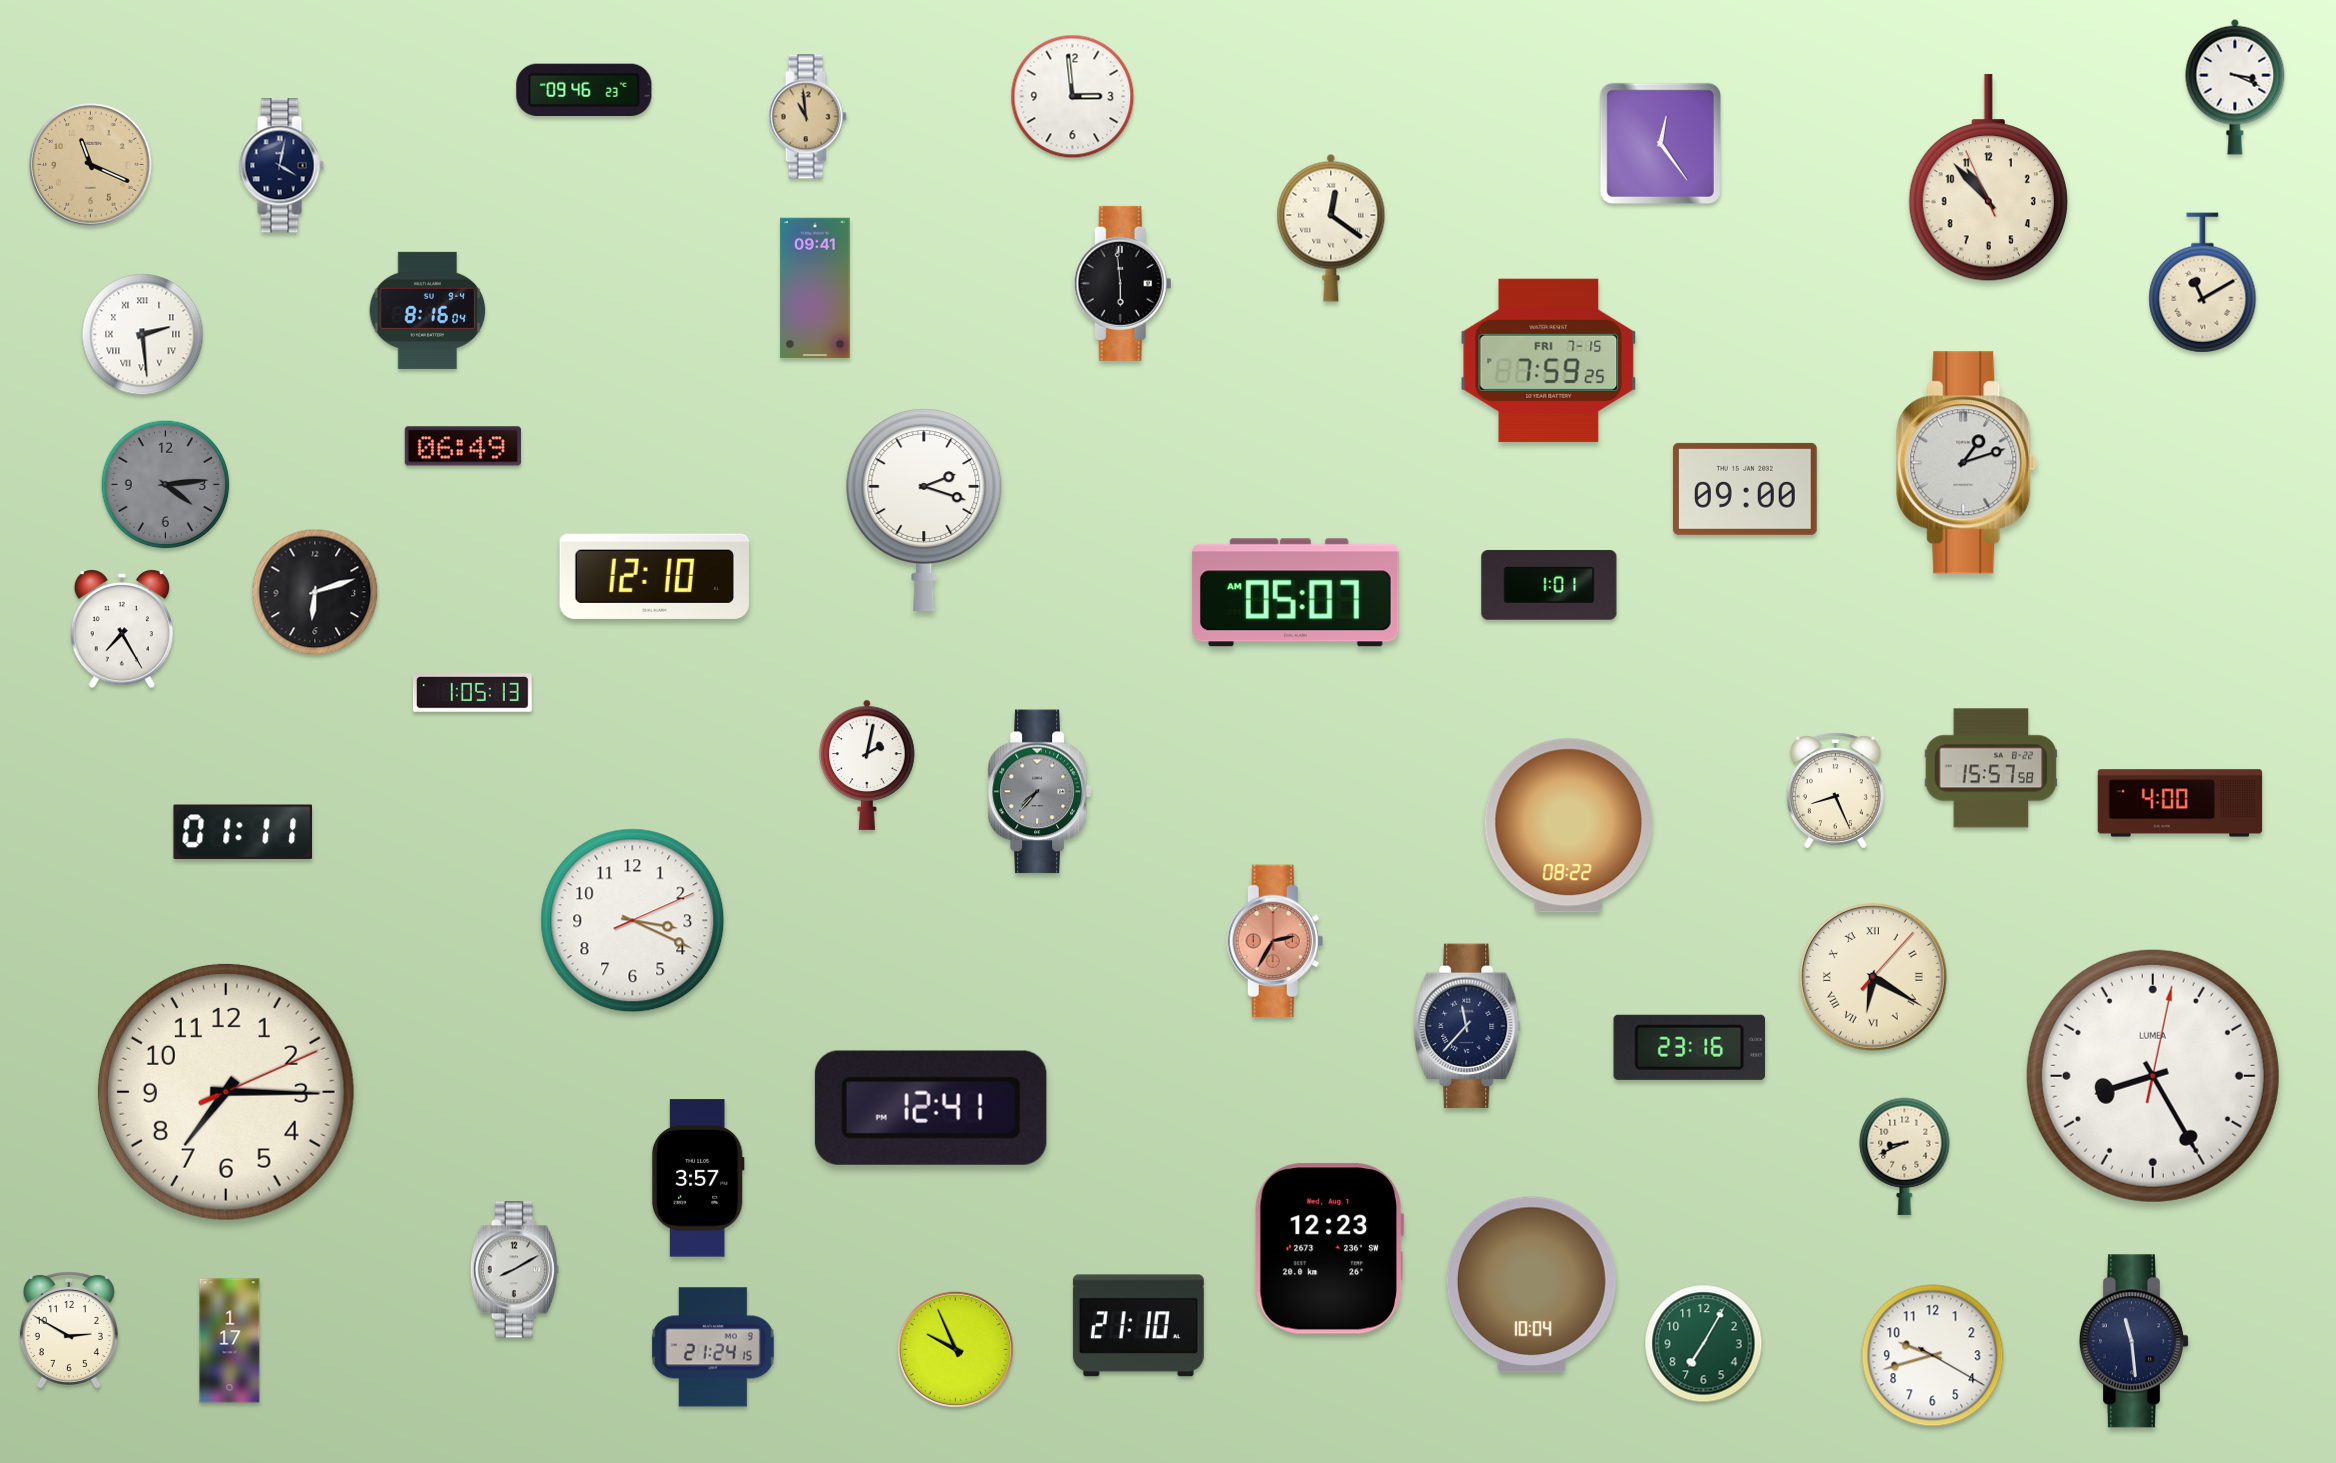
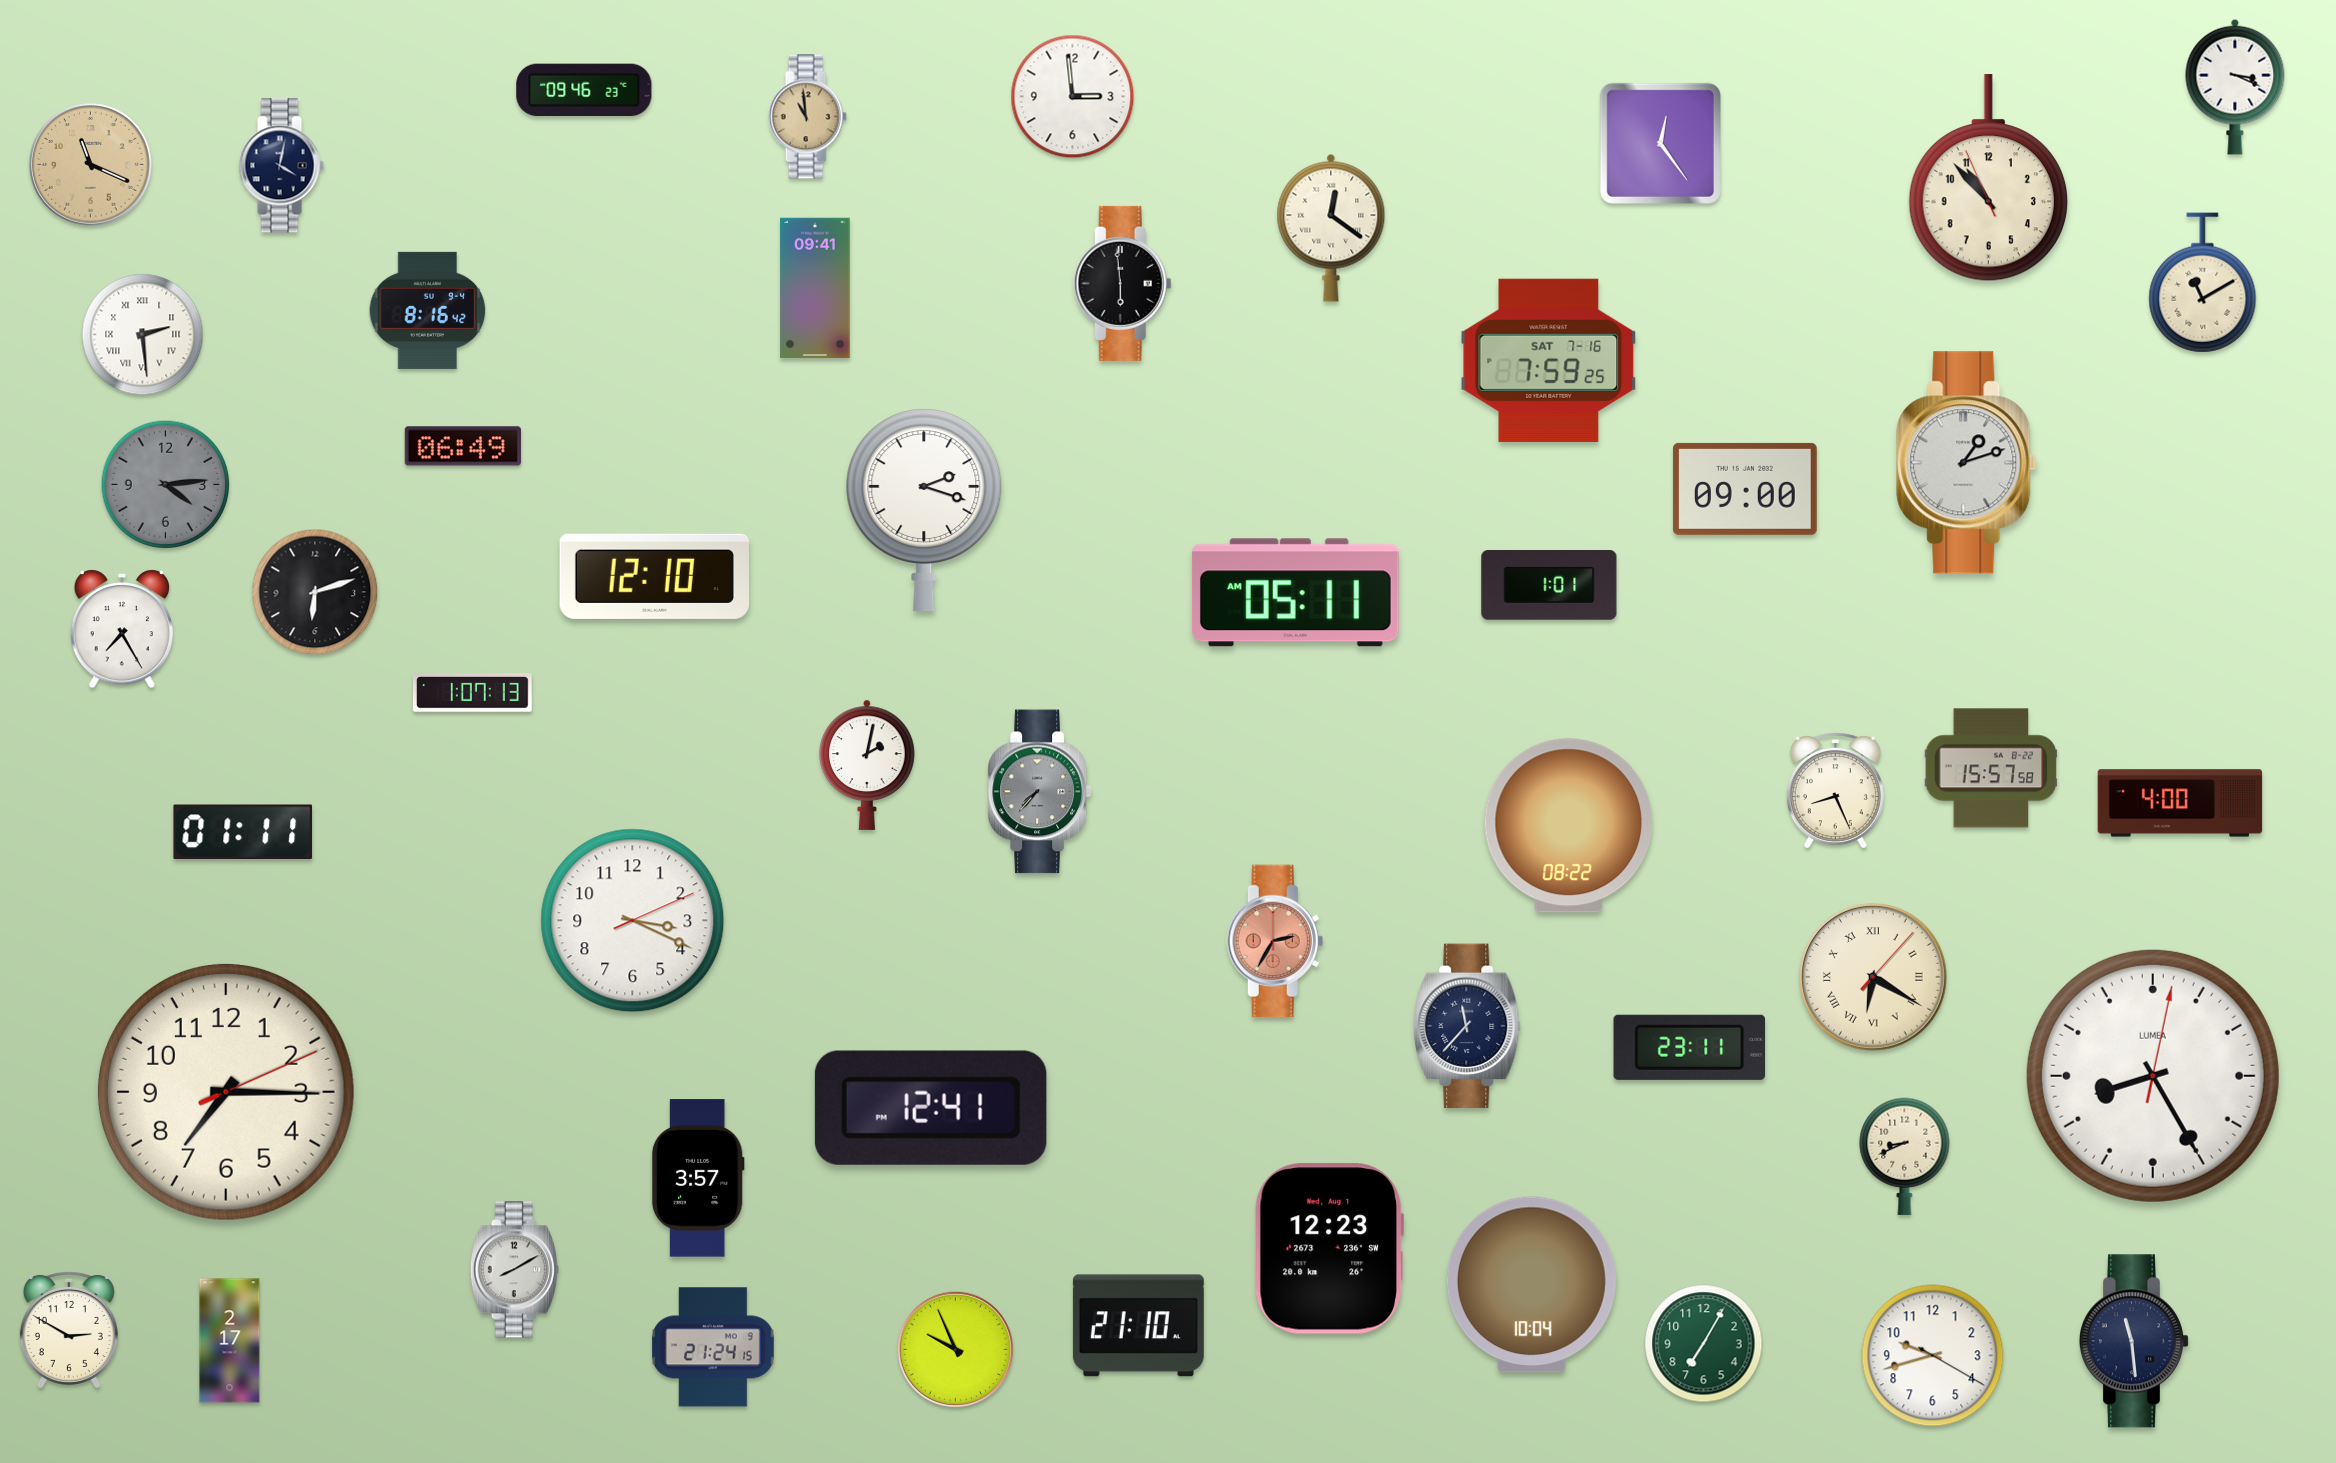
clock at (428, 310): 8:16:04 -> 8:16:42
clock at (1549, 360) date: FRI 7-15 -> SAT 7-16
clock at (1295, 593): 05:07 -> 05:11
clock at (472, 693): 1:05 -> 1:07
clock at (1689, 1047): 23:16 -> 23:11
clock at (230, 1341): 1:17 -> 2:17
